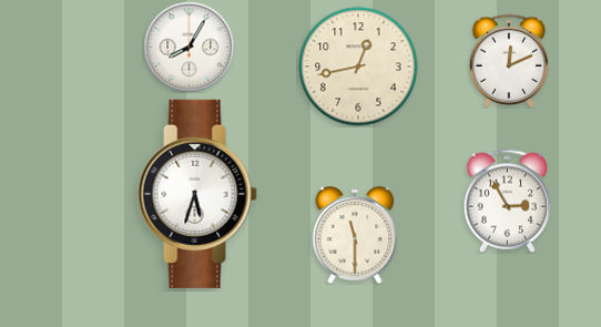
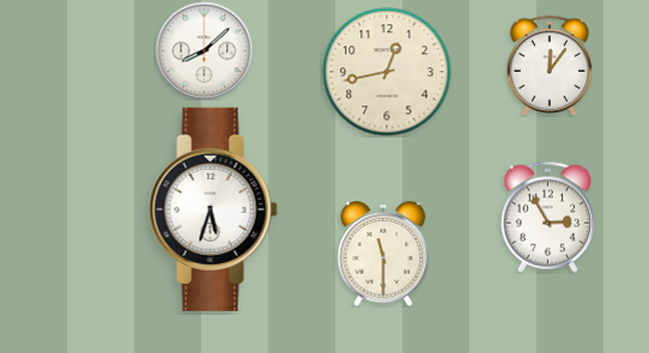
clock at (189, 47): 8:05 -> 8:08
clock at (509, 61): 12:11 -> 12:06
